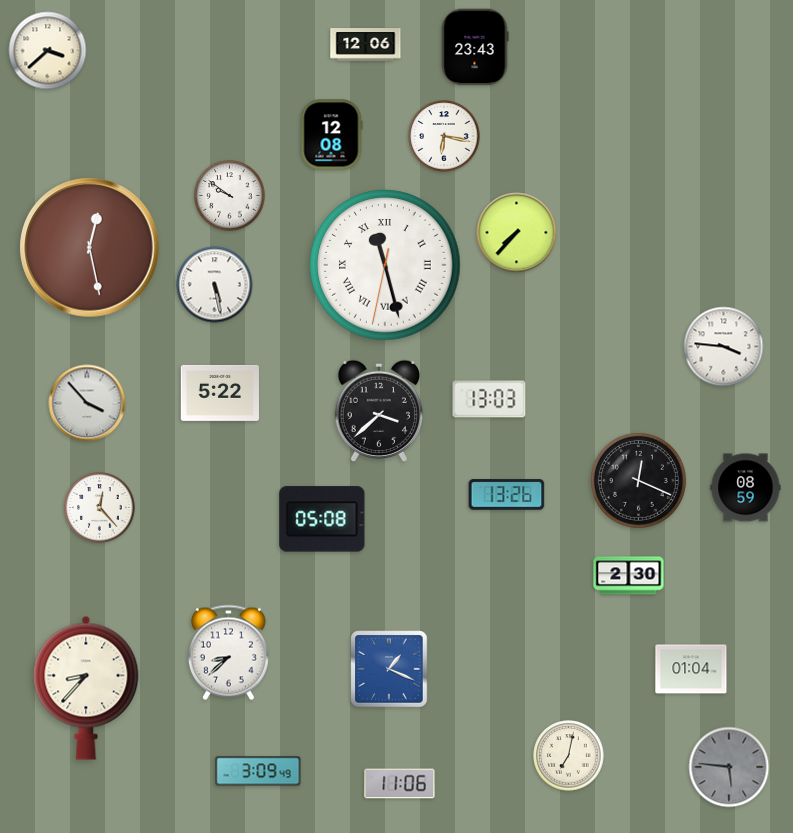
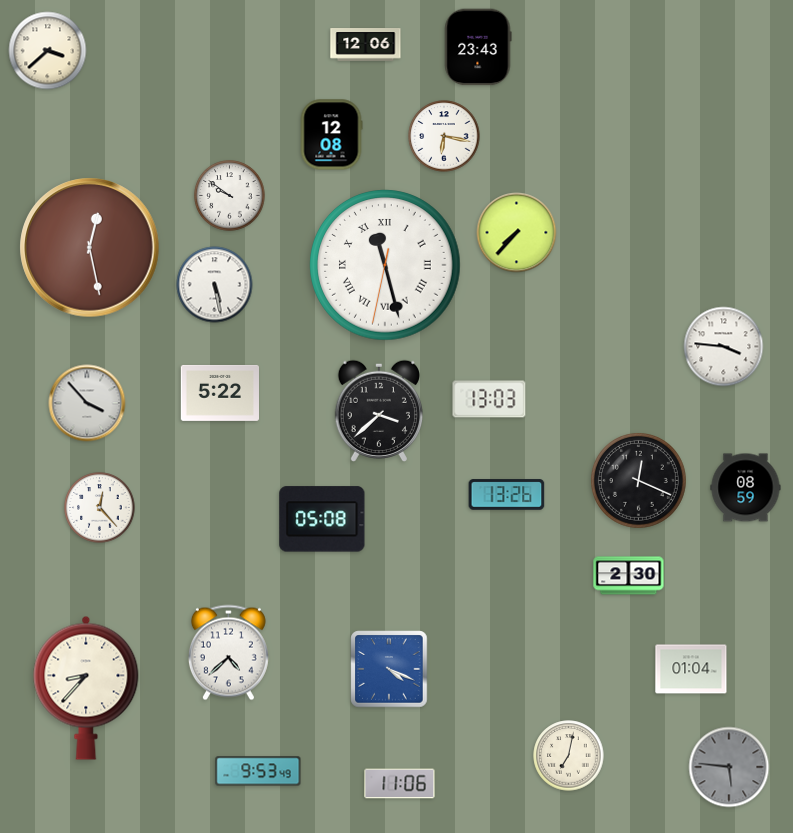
clock at (475, 47) position: (475, 47) -> (478, 47)
clock at (228, 653): 8:38 -> 4:38
clock at (389, 669): 1:19 -> 4:19
clock at (258, 771): 3:09 -> 9:53
